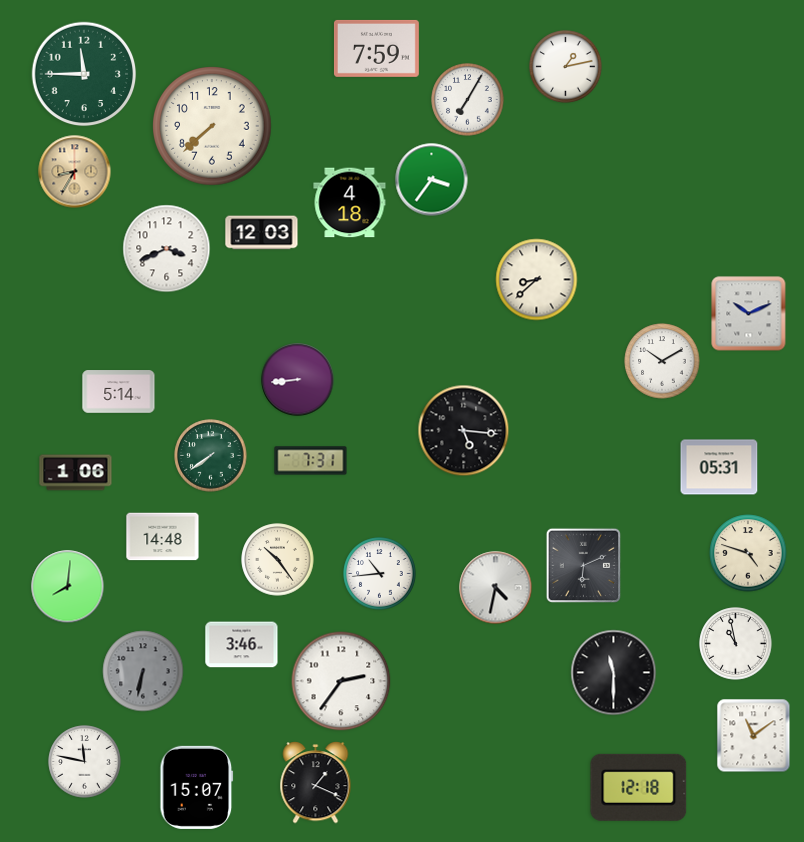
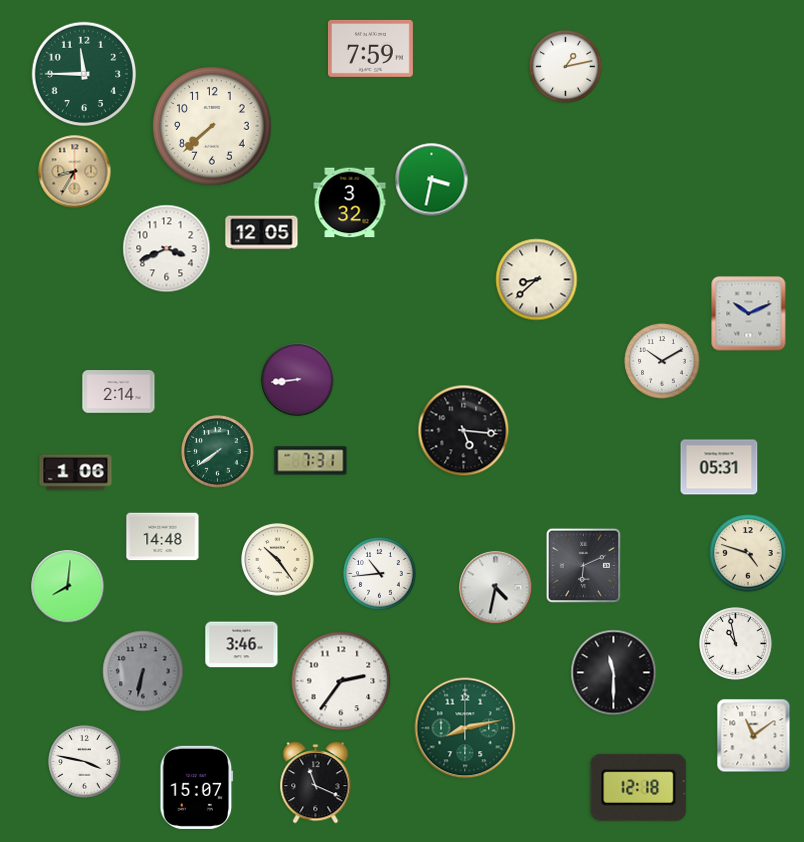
clock at (376, 48) position: (376, 48) -> (370, 48)
clock at (468, 100): 7:05 -> none
clock at (432, 180): 3:36 -> 3:32
clock at (350, 203): 4:18 -> 3:32
clock at (262, 233): 12:03 -> 12:05
clock at (119, 392): 5:14 -> 2:14
clock at (211, 456) position: (211, 456) -> (218, 452)
clock at (465, 728): none -> 8:13
clock at (85, 762): 11:47 -> 3:47
clock at (316, 783): 1:19 -> 11:19
